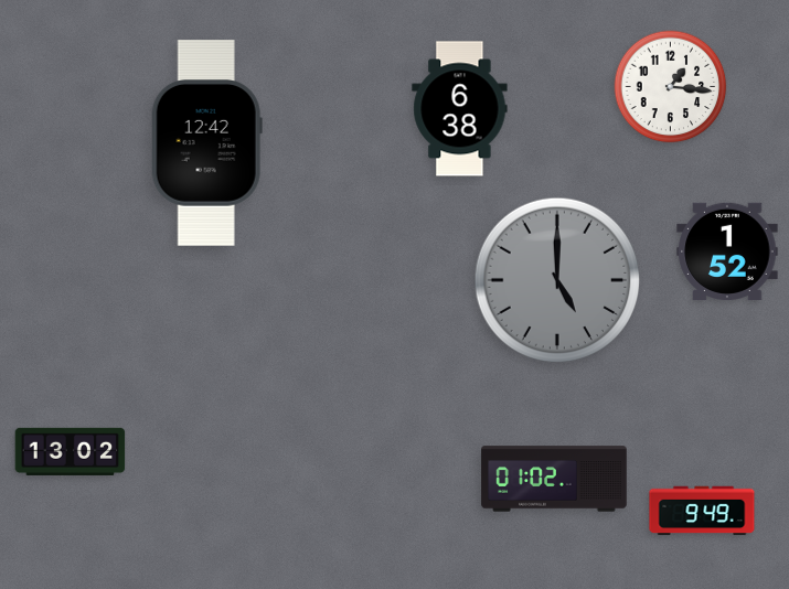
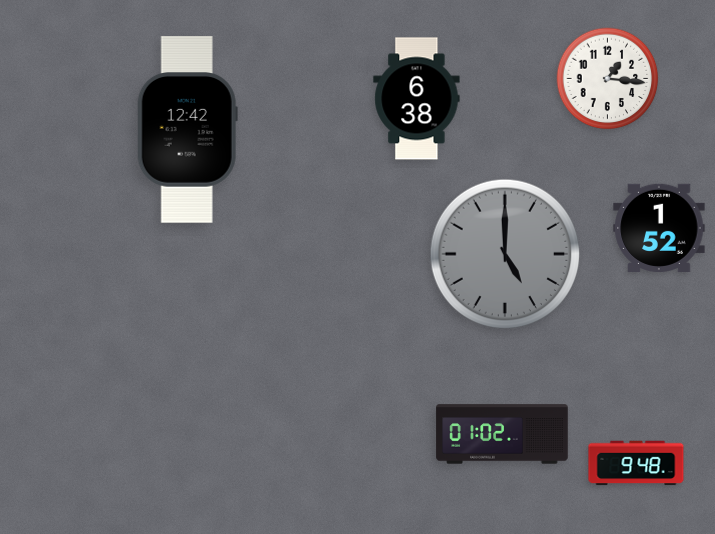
clock at (71, 451): 13:02 -> none
clock at (702, 511): 9:49 -> 9:48
